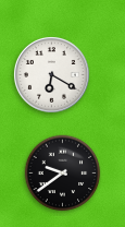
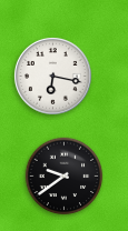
clock at (52, 75): 6:20 -> 6:17
